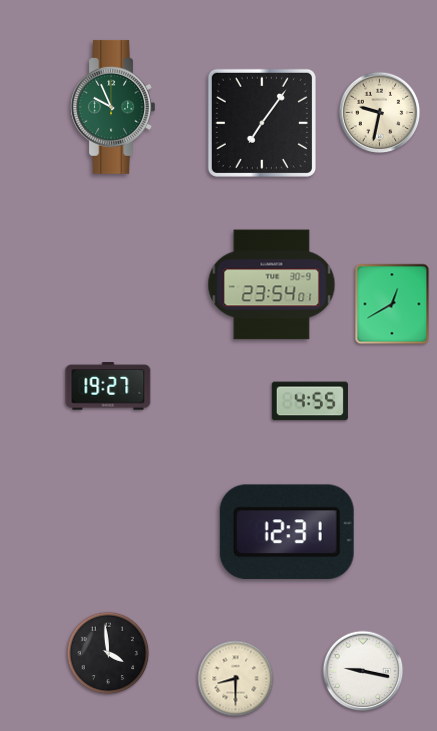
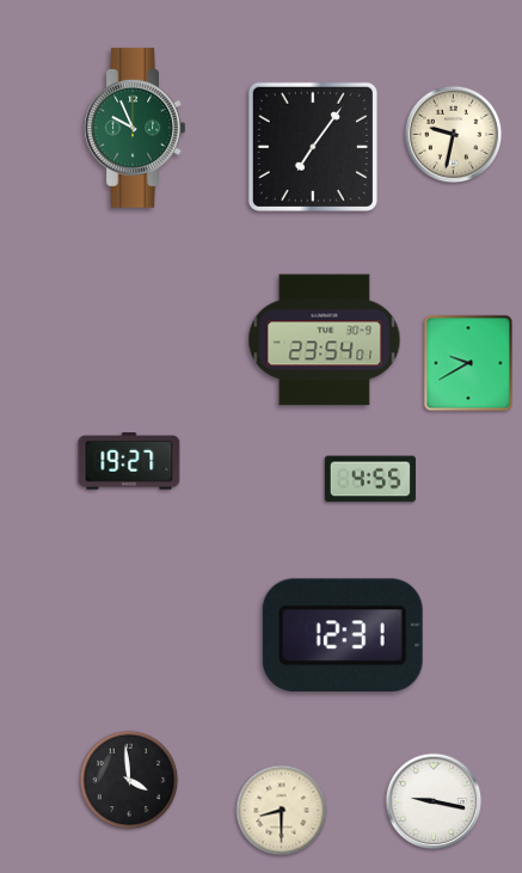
clock at (392, 304): 12:40 -> 9:40
